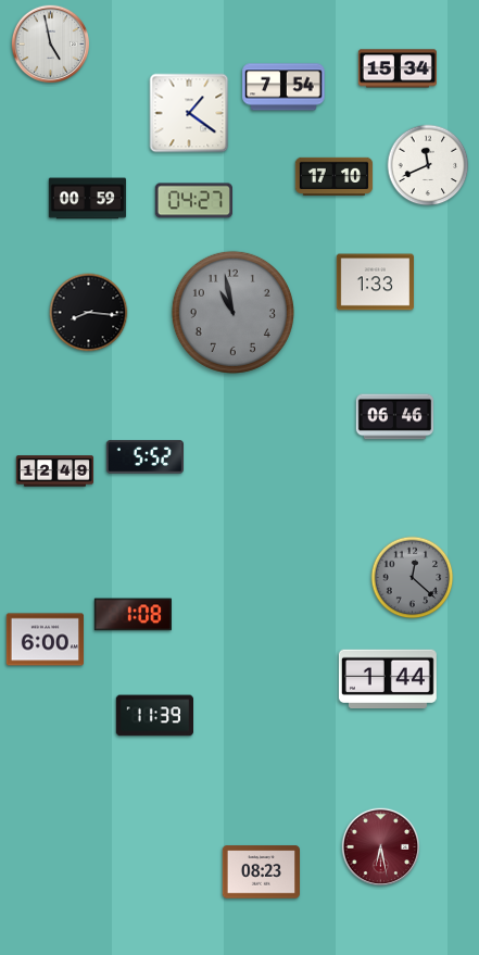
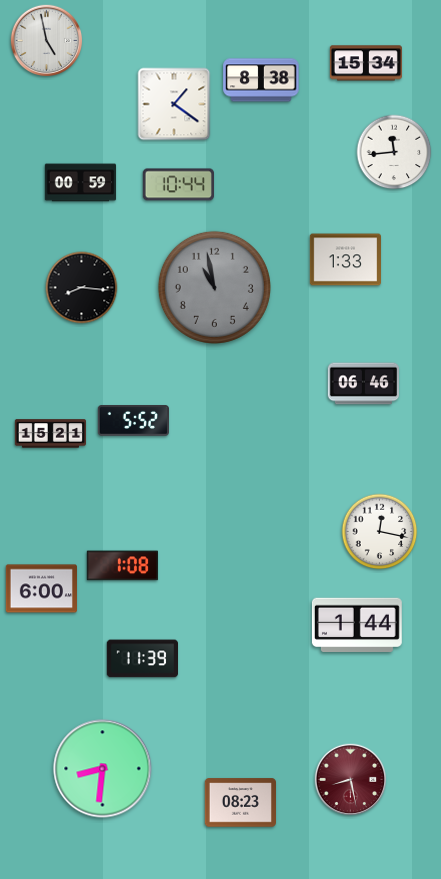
clock at (283, 87): 7:54 -> 8:38
clock at (428, 165): 11:41 -> 11:44
clock at (335, 176): 17:10 -> none
clock at (193, 201): 04:27 -> 10:44
clock at (55, 472): 12:49 -> 15:21
clock at (413, 578): 12:22 -> 12:17
clock at (413, 578) dial: grey -> white
clock at (103, 769): none -> 8:31
clock at (381, 847): 6:28 -> 8:28
